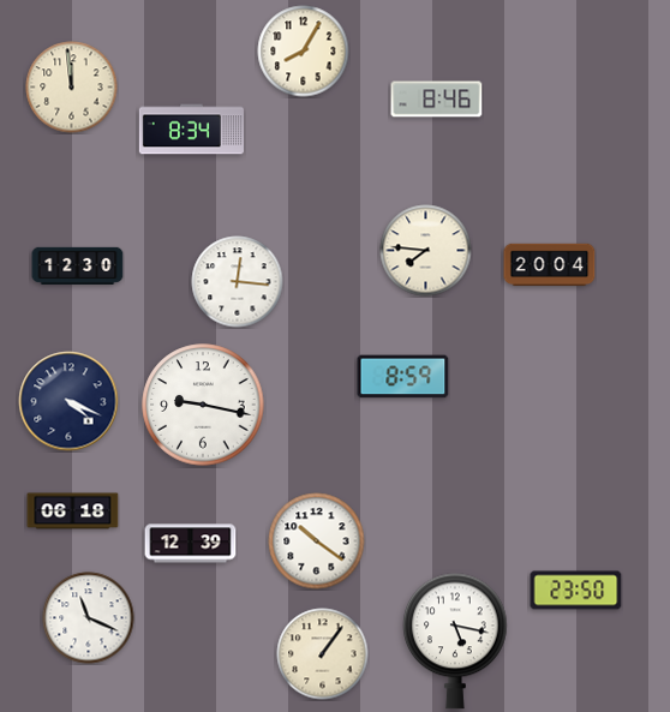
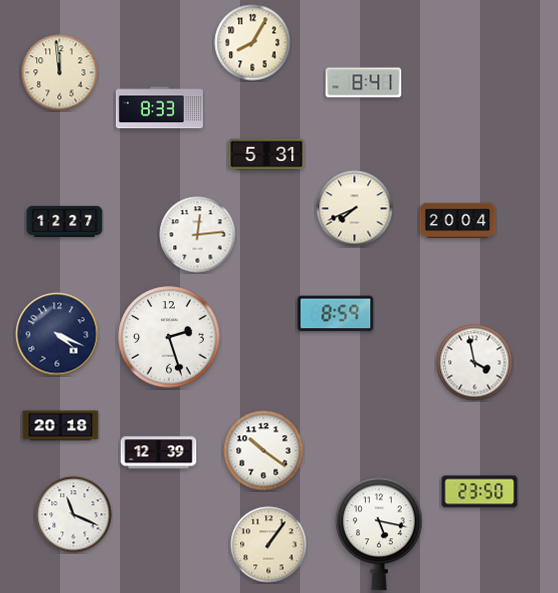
clock at (437, 100): 8:46 -> 8:41
clock at (191, 130): 8:34 -> 8:33
clock at (267, 155): none -> 5:31
clock at (426, 251): 7:46 -> 7:41
clock at (78, 265): 12:30 -> 12:27
clock at (238, 282): 12:16 -> 12:14
clock at (203, 405): 9:17 -> 2:27
clock at (475, 363): none -> 3:58
clock at (73, 511): 06:18 -> 20:18
